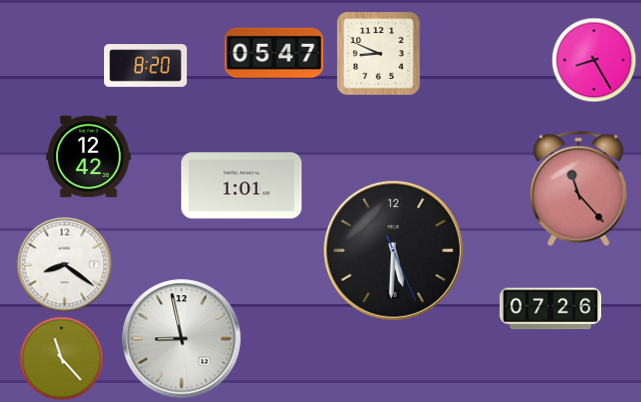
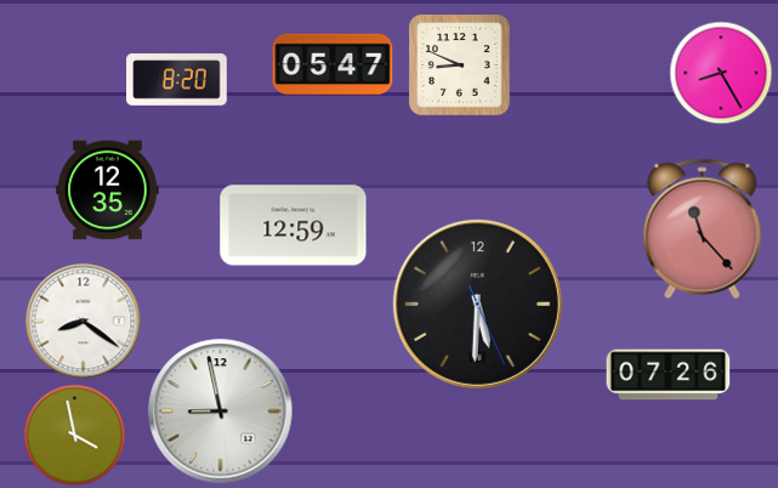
clock at (89, 157): 12:42 -> 12:35
clock at (242, 186): 1:01 -> 12:59
clock at (65, 265) position: (65, 265) -> (84, 322)
clock at (62, 359): 11:23 -> 3:58
